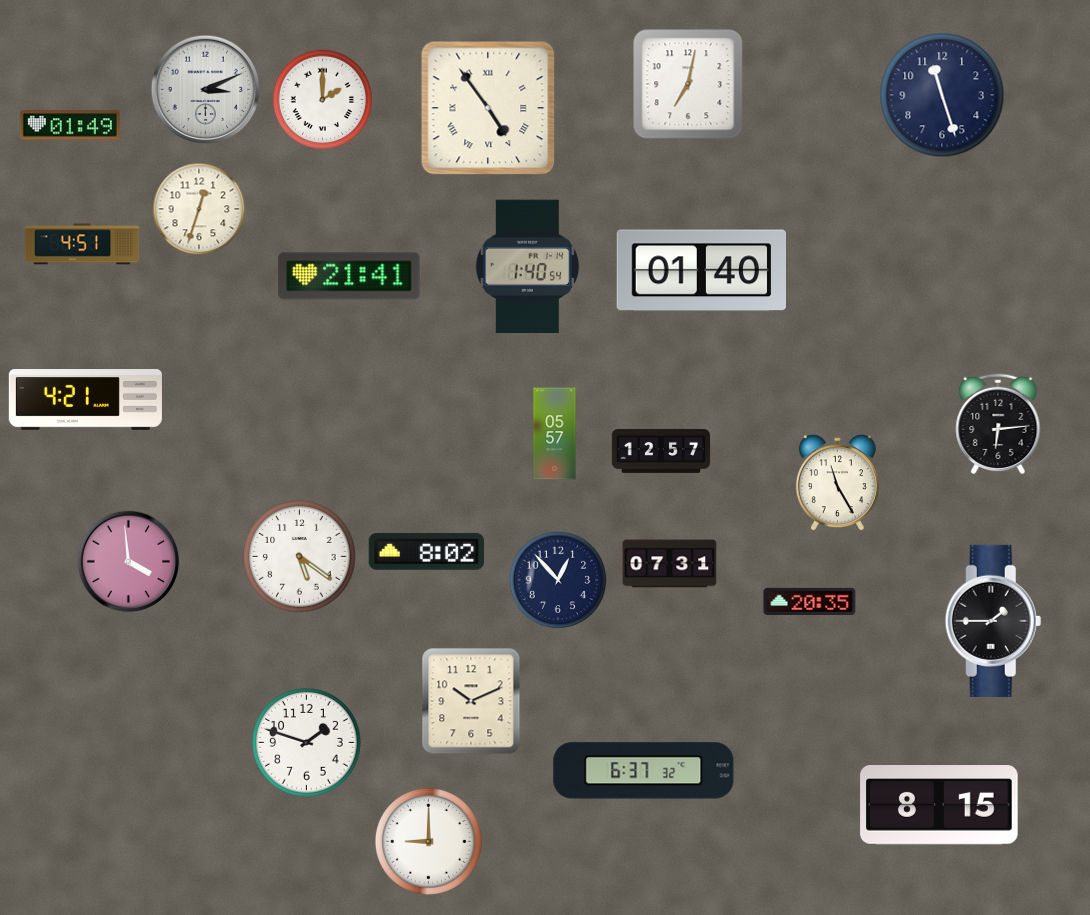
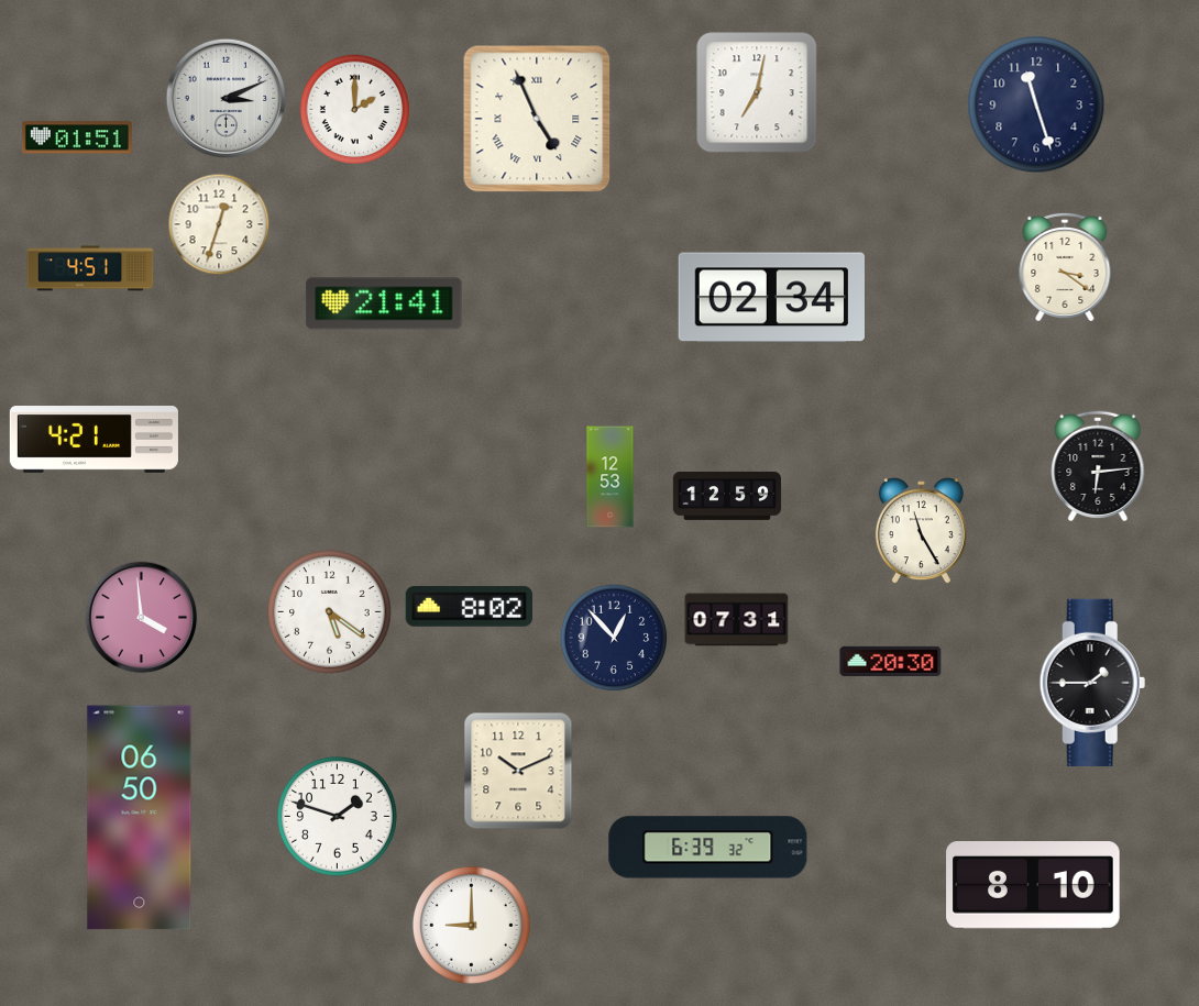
clock at (488, 108): 4:54 -> 4:56
clock at (70, 125): 01:49 -> 01:51
clock at (199, 209) position: (199, 209) -> (219, 224)
clock at (1065, 267): none -> 3:21
clock at (527, 266): 1:40 -> none
clock at (701, 271): 01:40 -> 02:34
clock at (555, 434): 05:57 -> 12:53
clock at (661, 451): 12:57 -> 12:59
clock at (810, 601): 20:35 -> 20:30
clock at (140, 818): none -> 06:50
clock at (644, 771): 6:37 -> 6:39
clock at (939, 805): 8:15 -> 8:10
